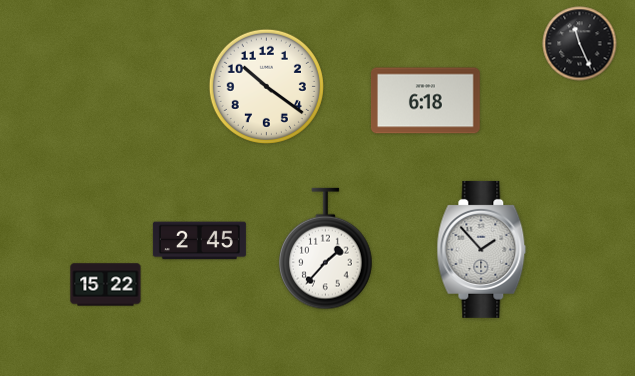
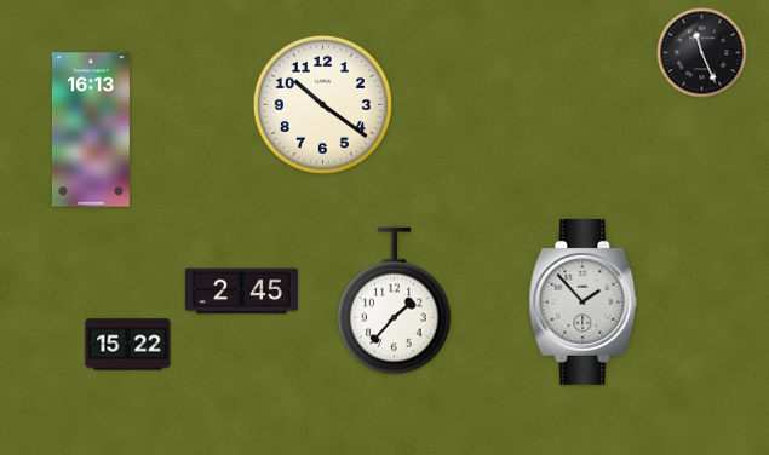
clock at (425, 101): 6:18 -> none
clock at (91, 129): none -> 16:13
